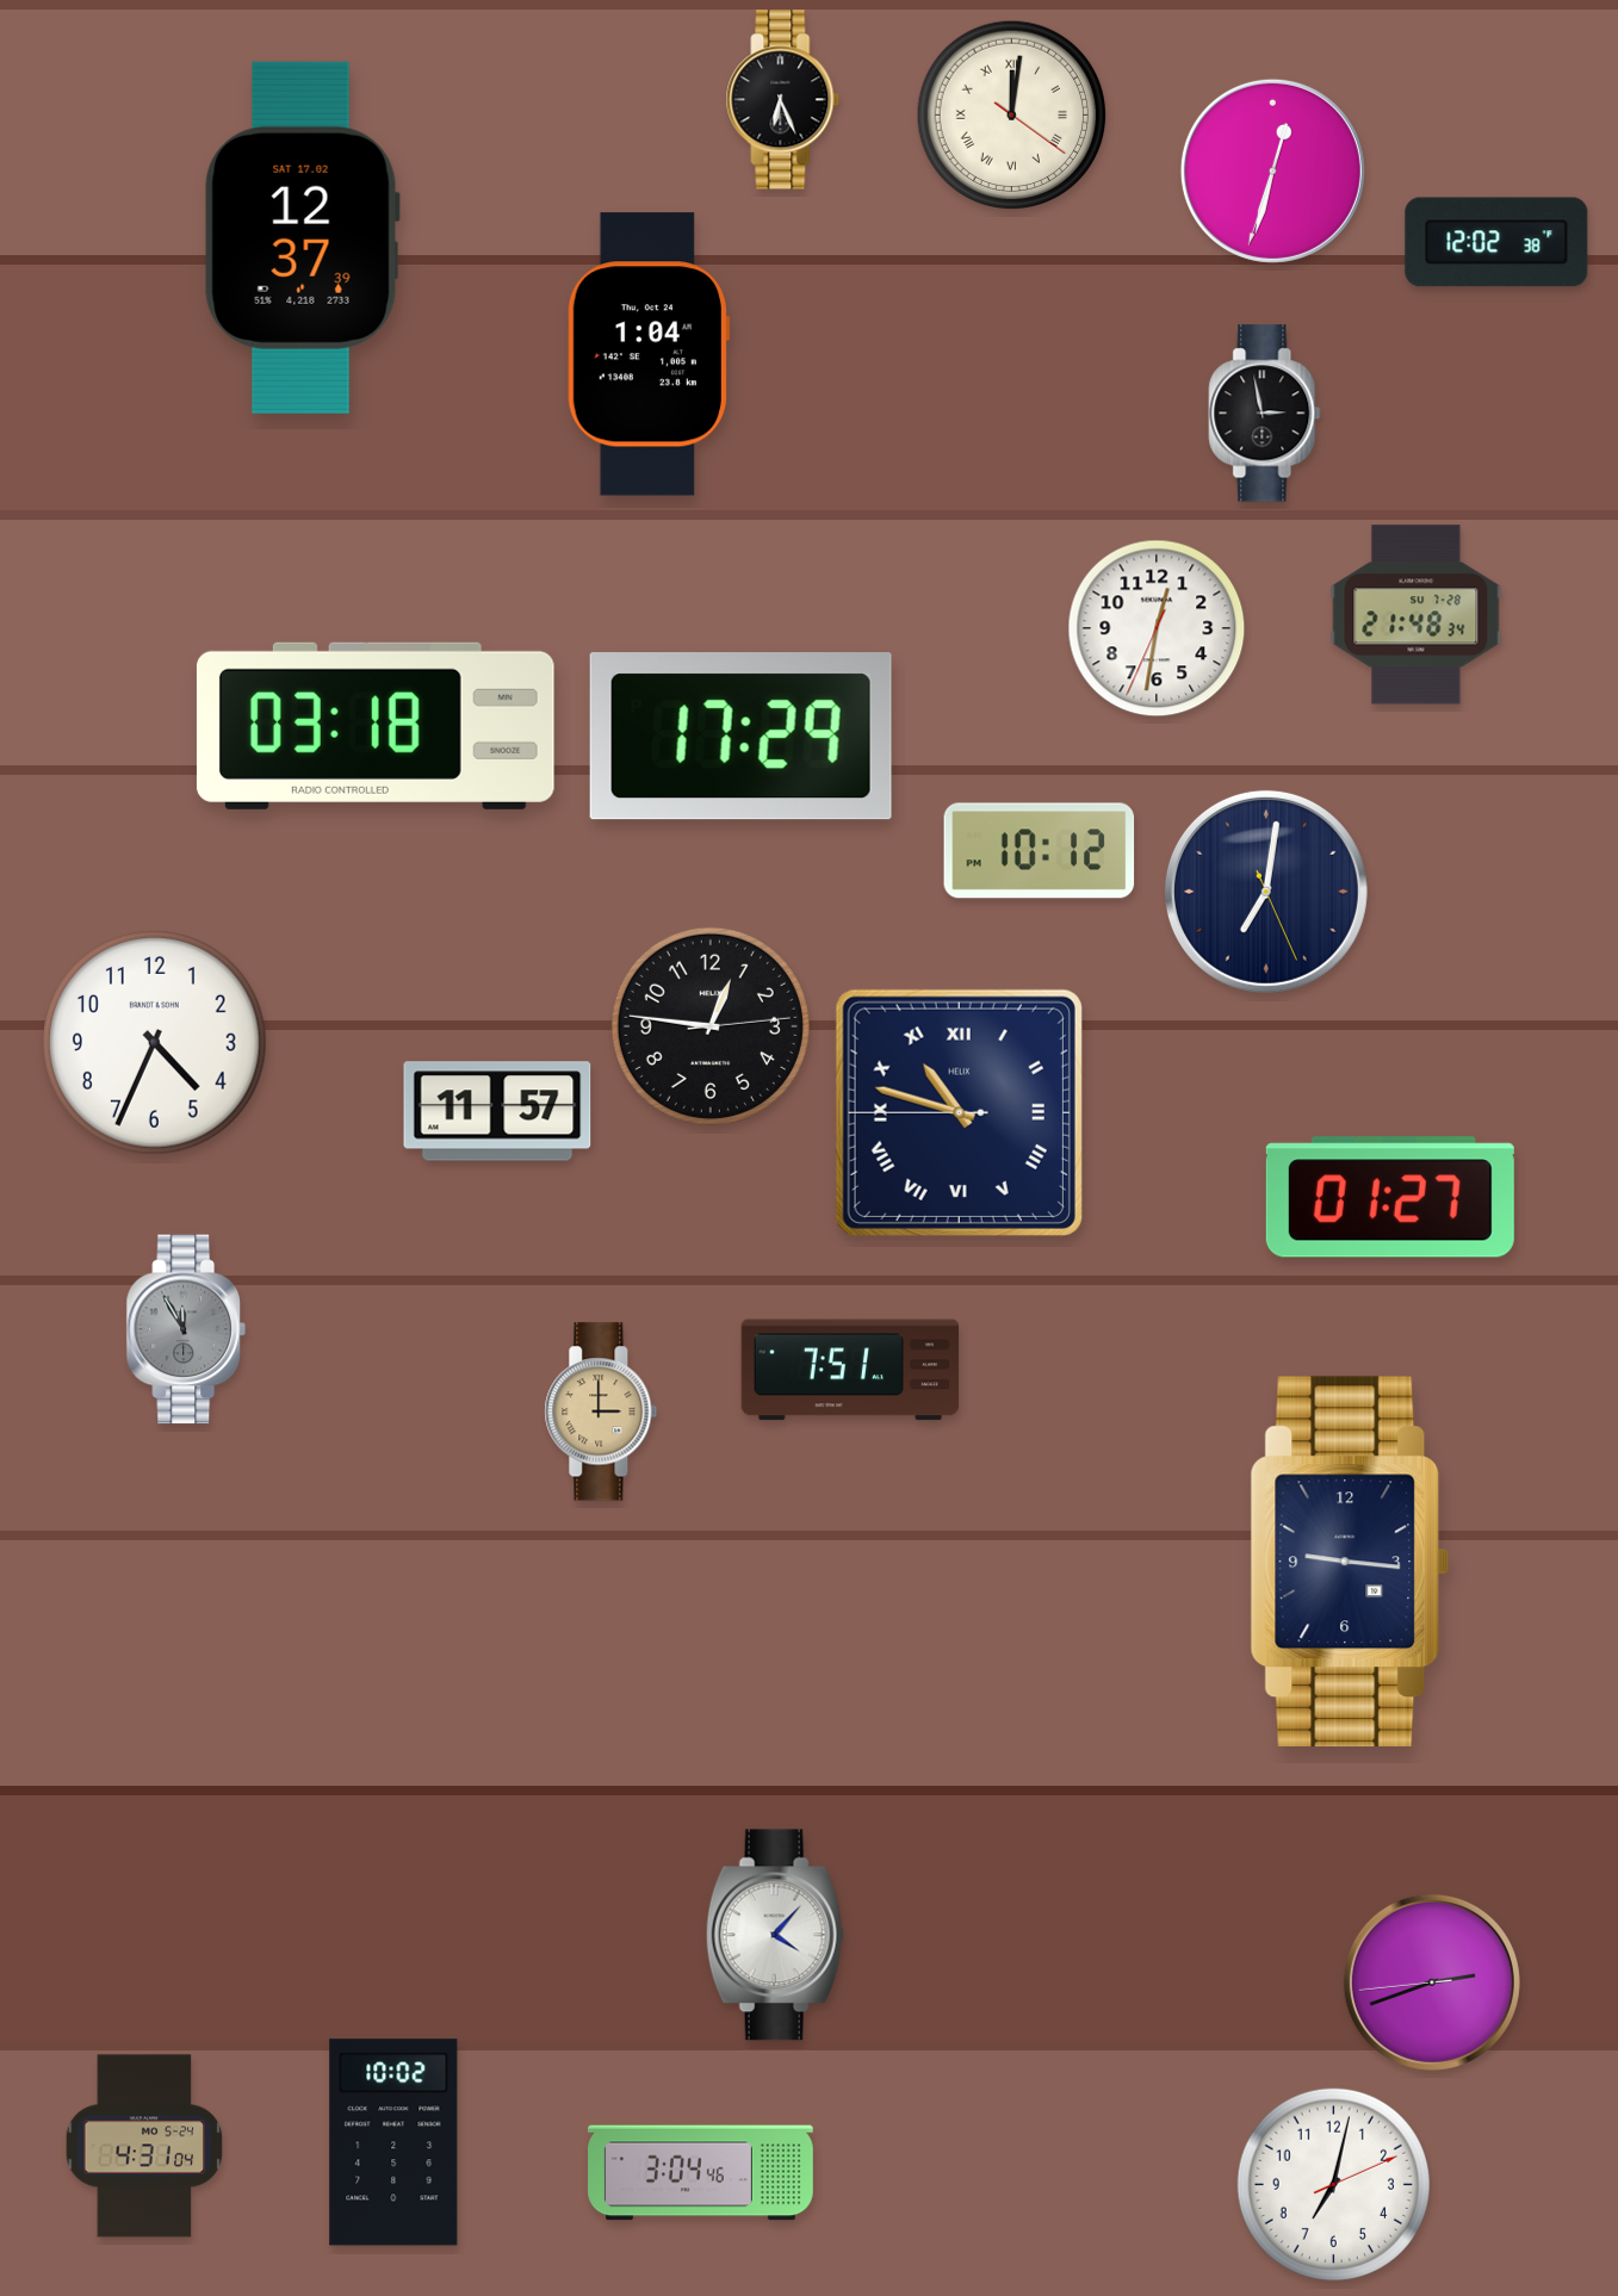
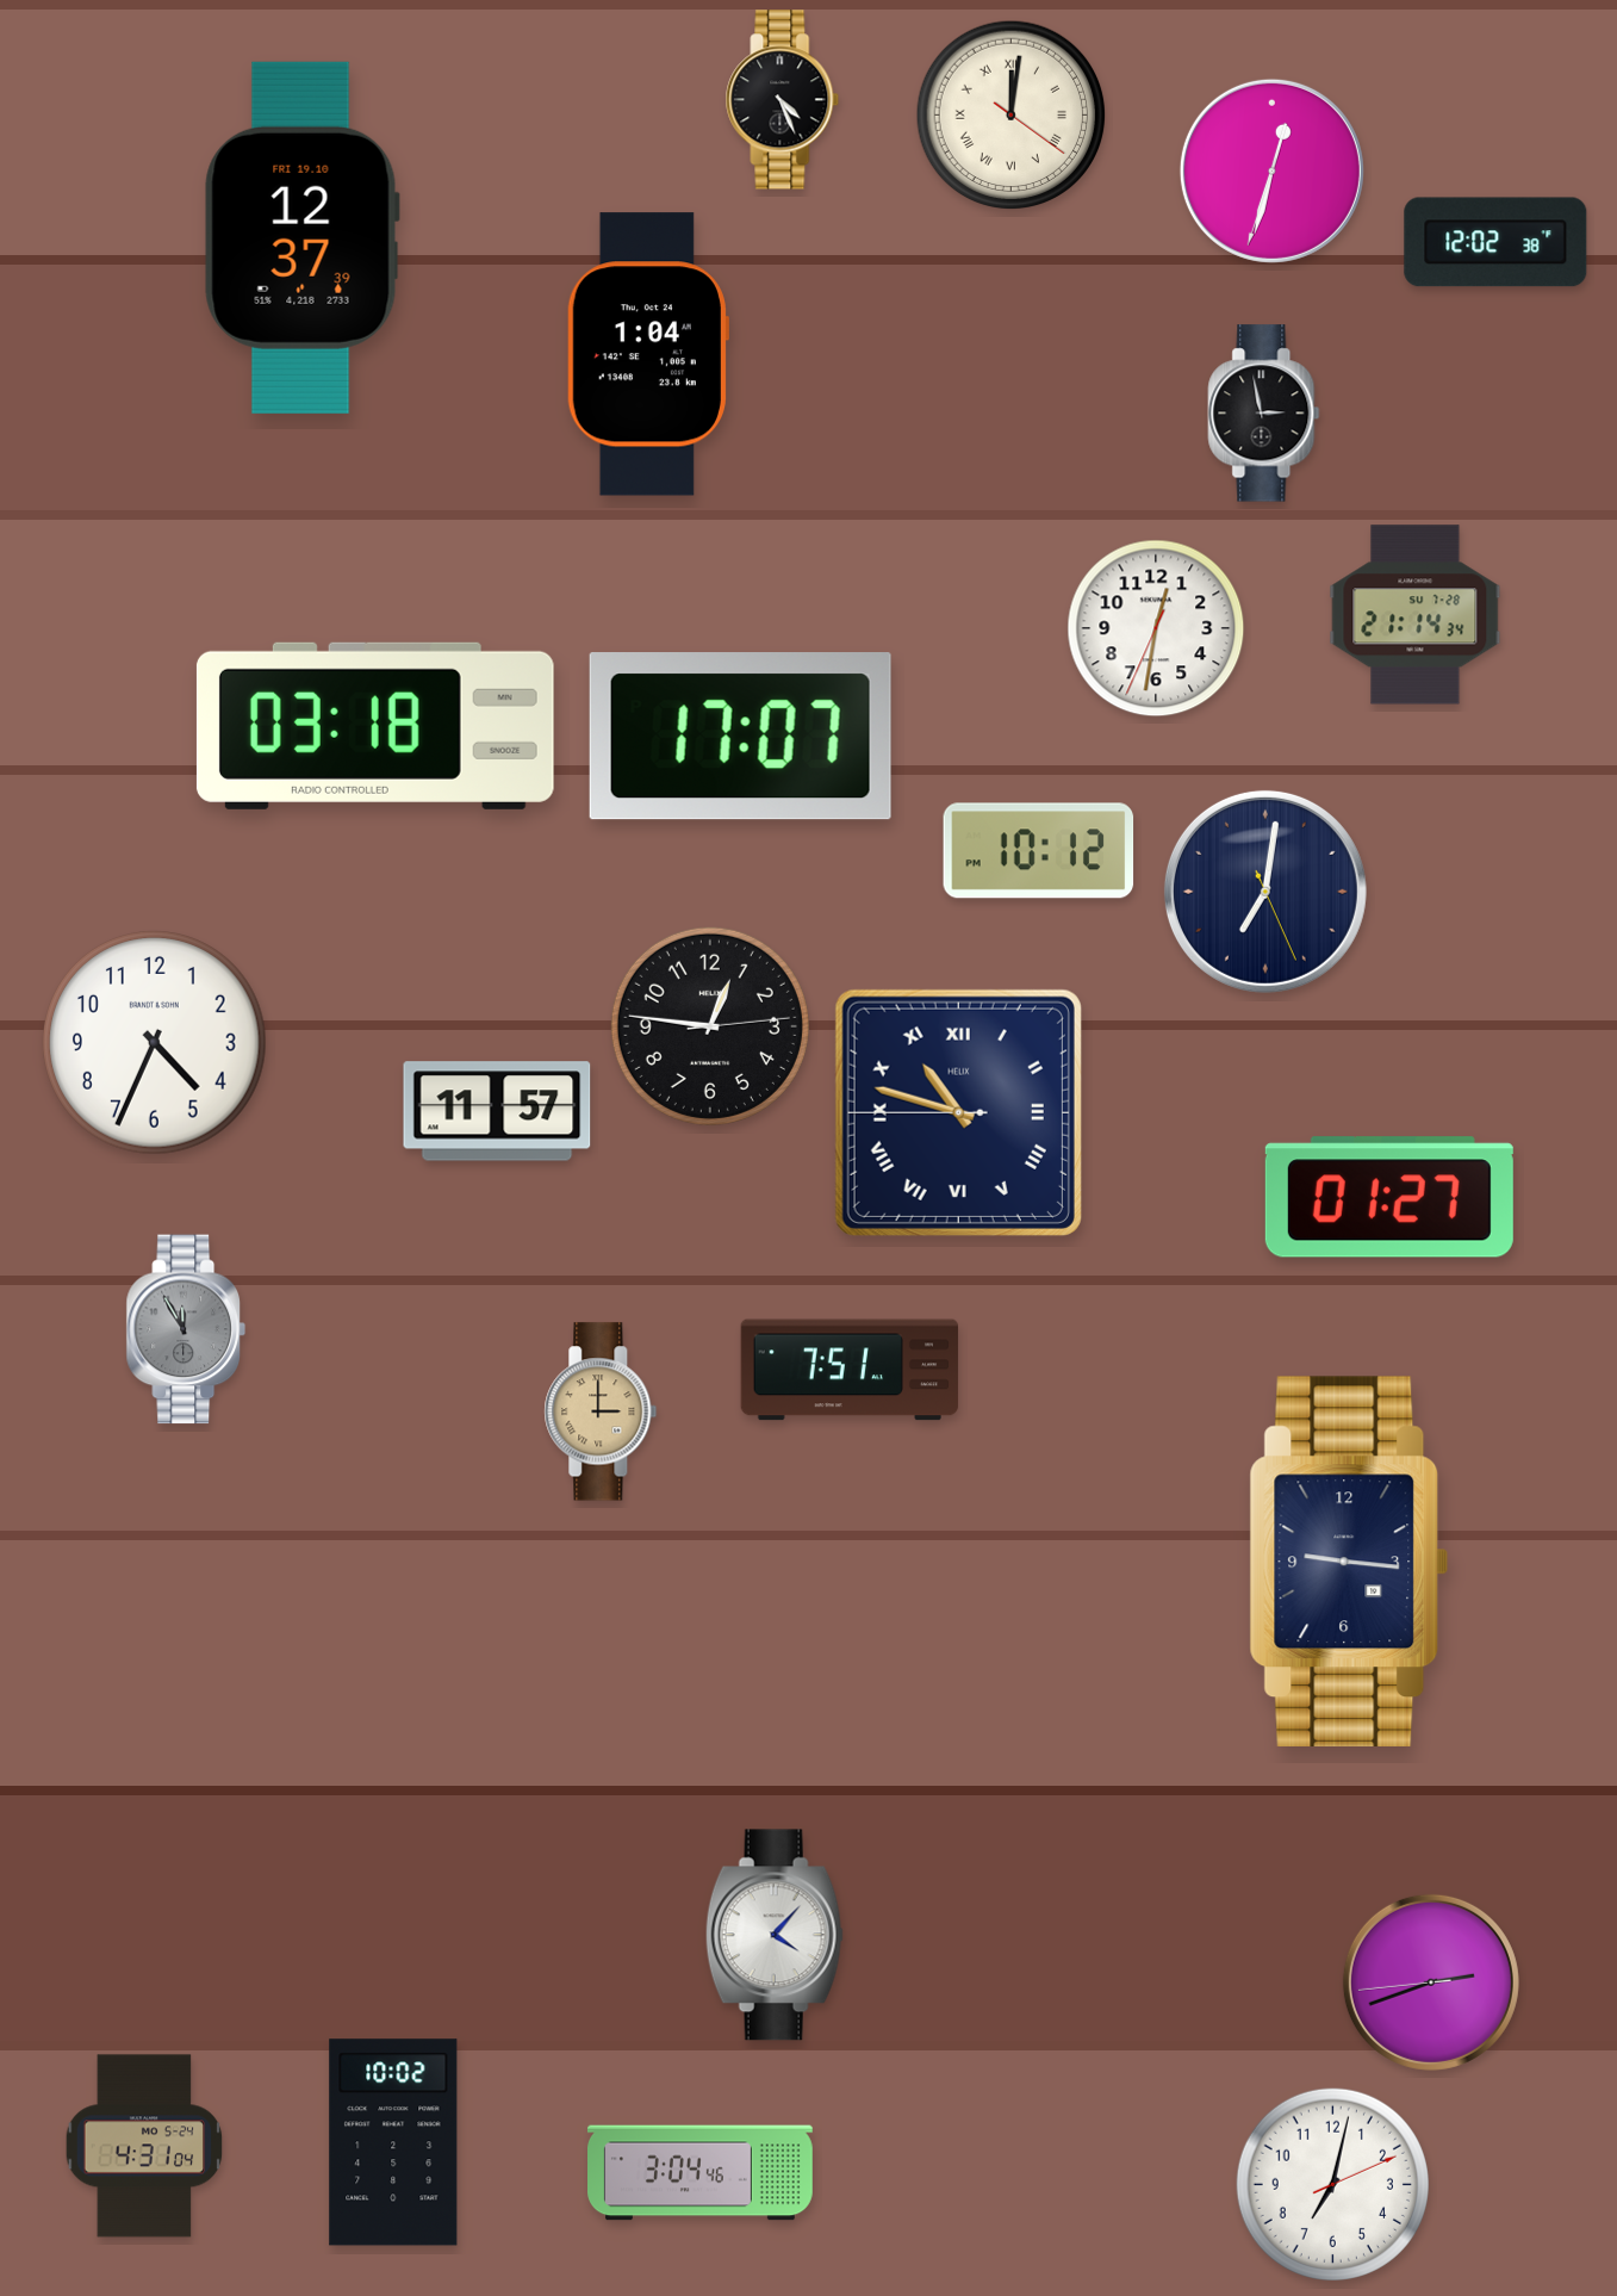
clock at (783, 100): 6:26 -> 4:26
clock at (302, 237) date: SAT 17.02 -> FRI 19.10
clock at (1416, 615): 21:48 -> 21:14
clock at (740, 737): 17:29 -> 17:07
